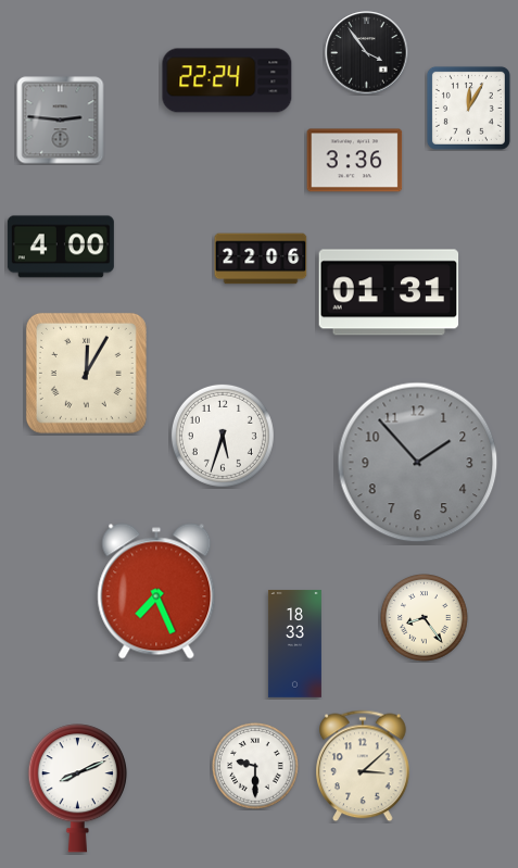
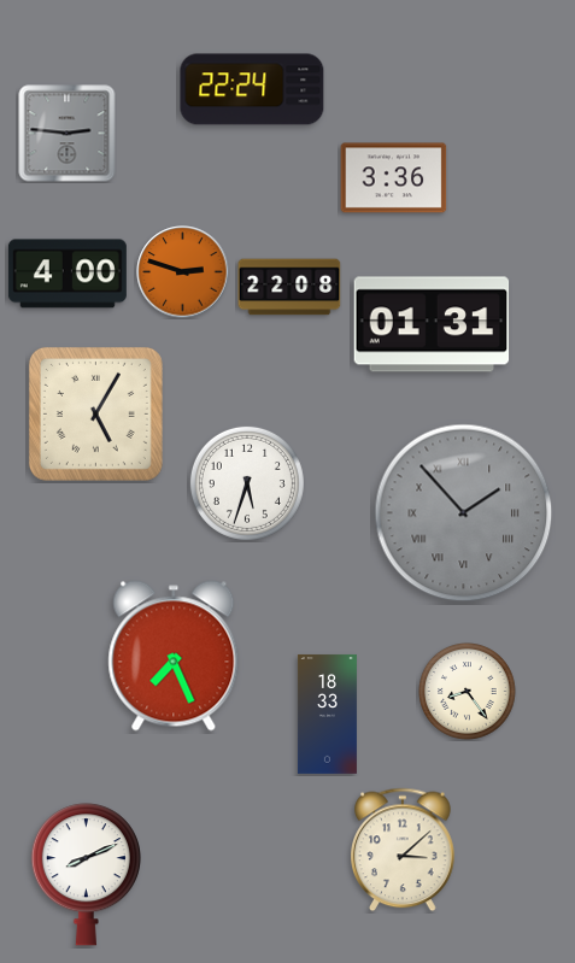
clock at (367, 53): 3:54 -> none
clock at (468, 108): 12:05 -> none
clock at (183, 272): none -> 2:48
clock at (261, 259): 22:06 -> 22:08
clock at (86, 373): 12:05 -> 5:05
clock at (418, 463) numerals: Arabic -> Roman
clock at (425, 618) position: (425, 618) -> (468, 692)
clock at (256, 767): 9:30 -> none
